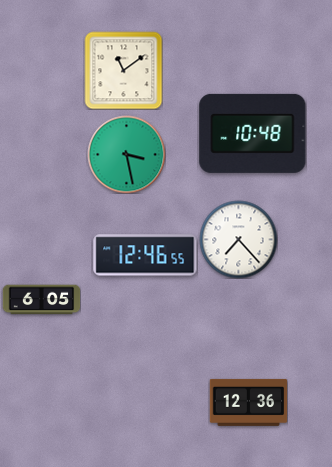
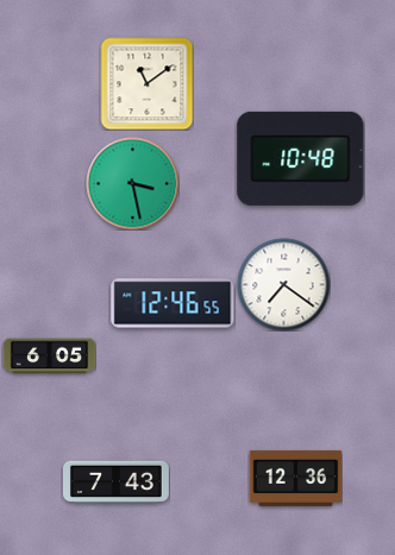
clock at (126, 154) position: (126, 154) -> (132, 183)
clock at (238, 239): 7:23 -> 7:21
clock at (117, 483): none -> 7:43
